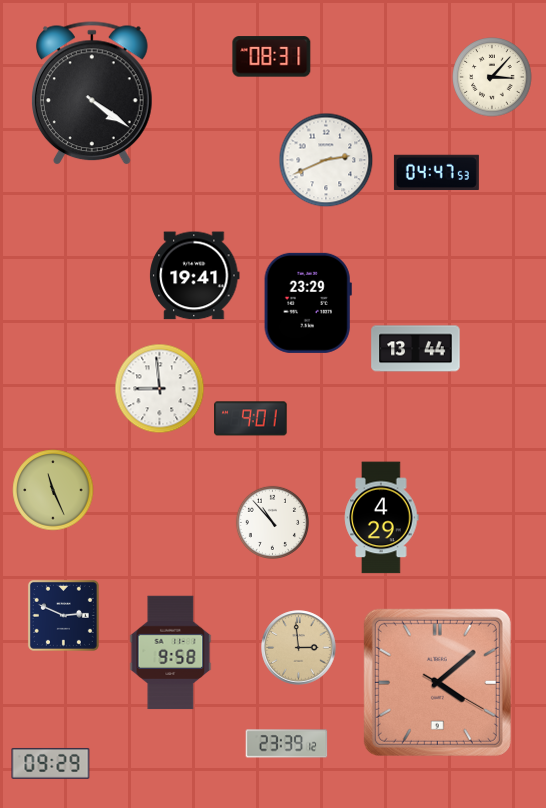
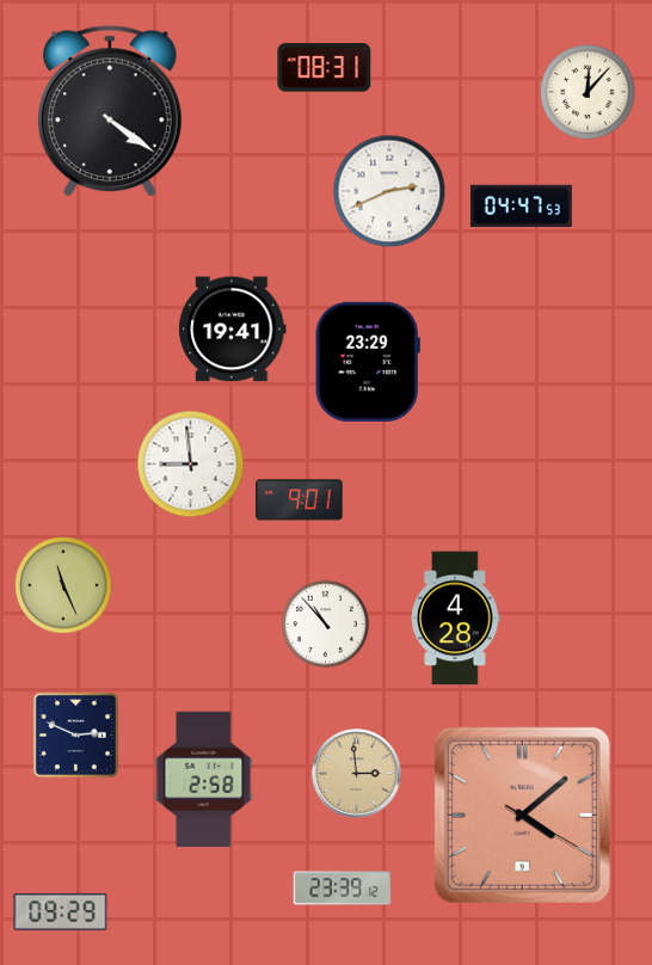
clock at (492, 77): 3:07 -> 12:07
clock at (416, 349): 13:44 -> none
clock at (382, 518): 4:29 -> 4:28
clock at (171, 653): 9:58 -> 2:58
